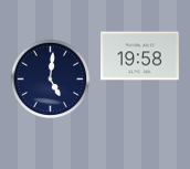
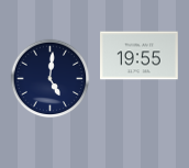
clock at (140, 56): 19:58 -> 19:55
